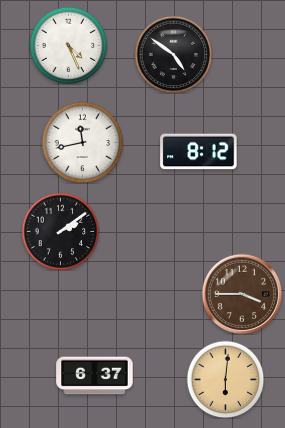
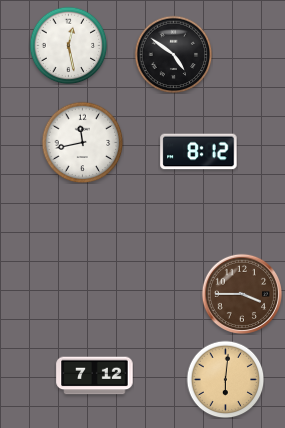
clock at (68, 45): 4:26 -> 12:28
clock at (60, 231): 2:09 -> none
clock at (95, 376): 6:37 -> 7:12
